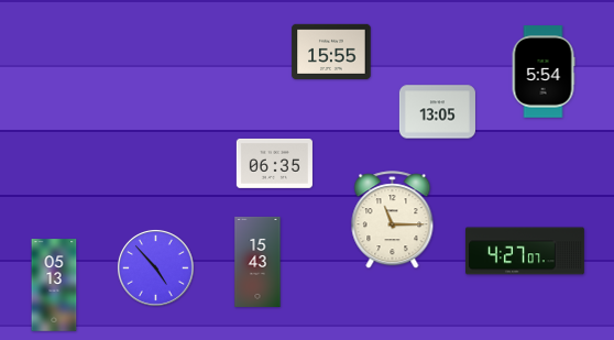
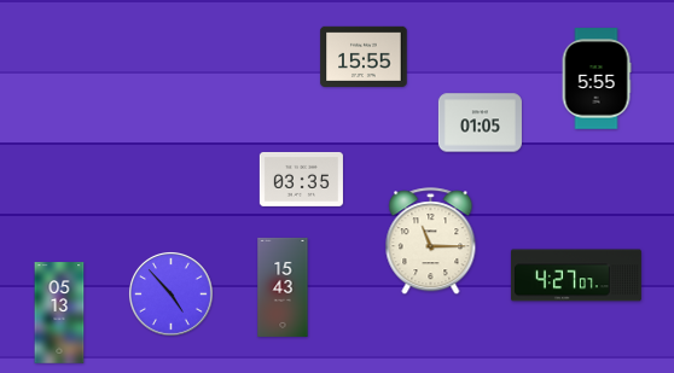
clock at (544, 72): 5:54 -> 5:55
clock at (437, 112): 13:05 -> 01:05
clock at (274, 163): 06:35 -> 03:35
